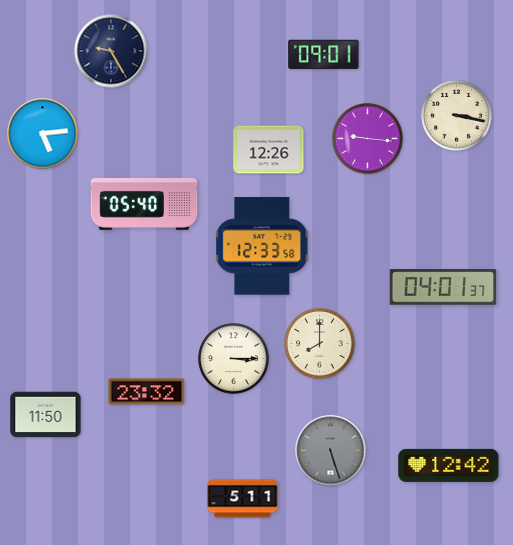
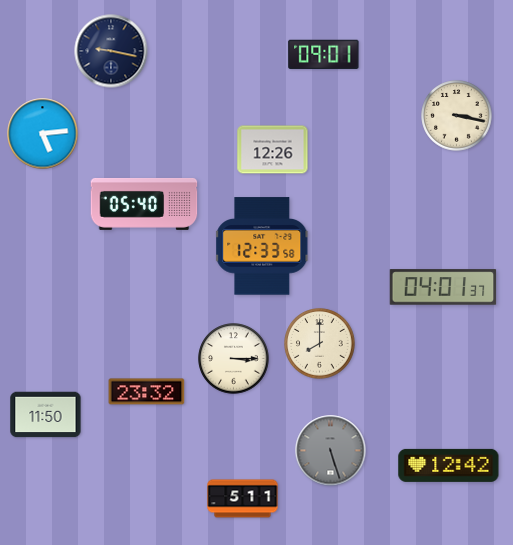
clock at (111, 51): 9:25 -> 9:17
clock at (368, 139): 9:16 -> none
clock at (269, 150) position: (269, 150) -> (273, 150)
